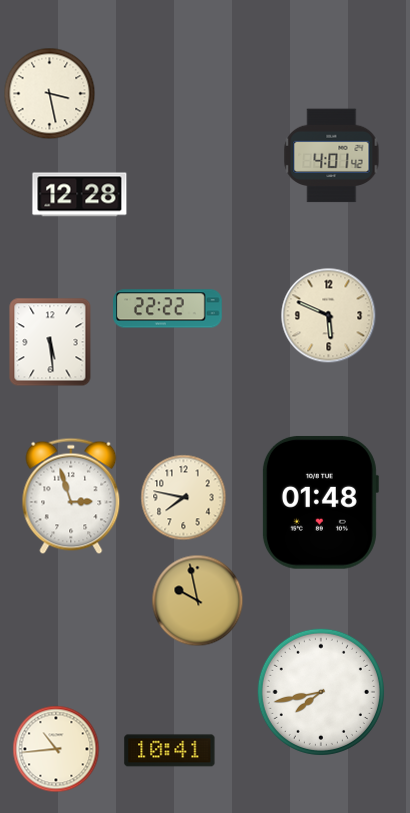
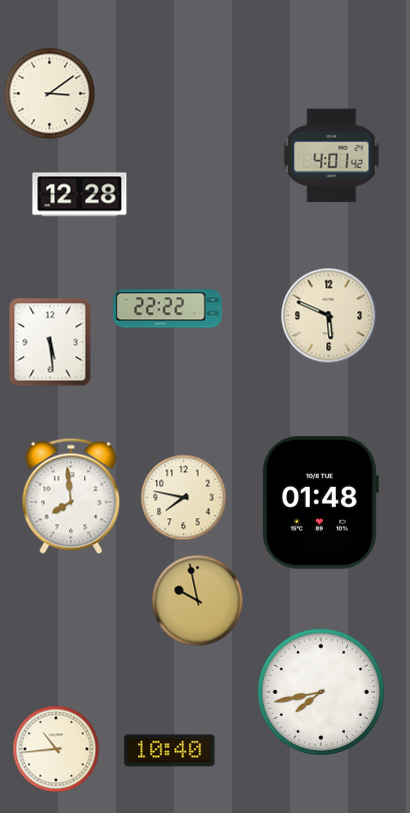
clock at (50, 94): 3:28 -> 3:09
clock at (71, 496): 2:57 -> 7:59
clock at (170, 751): 10:41 -> 10:40
